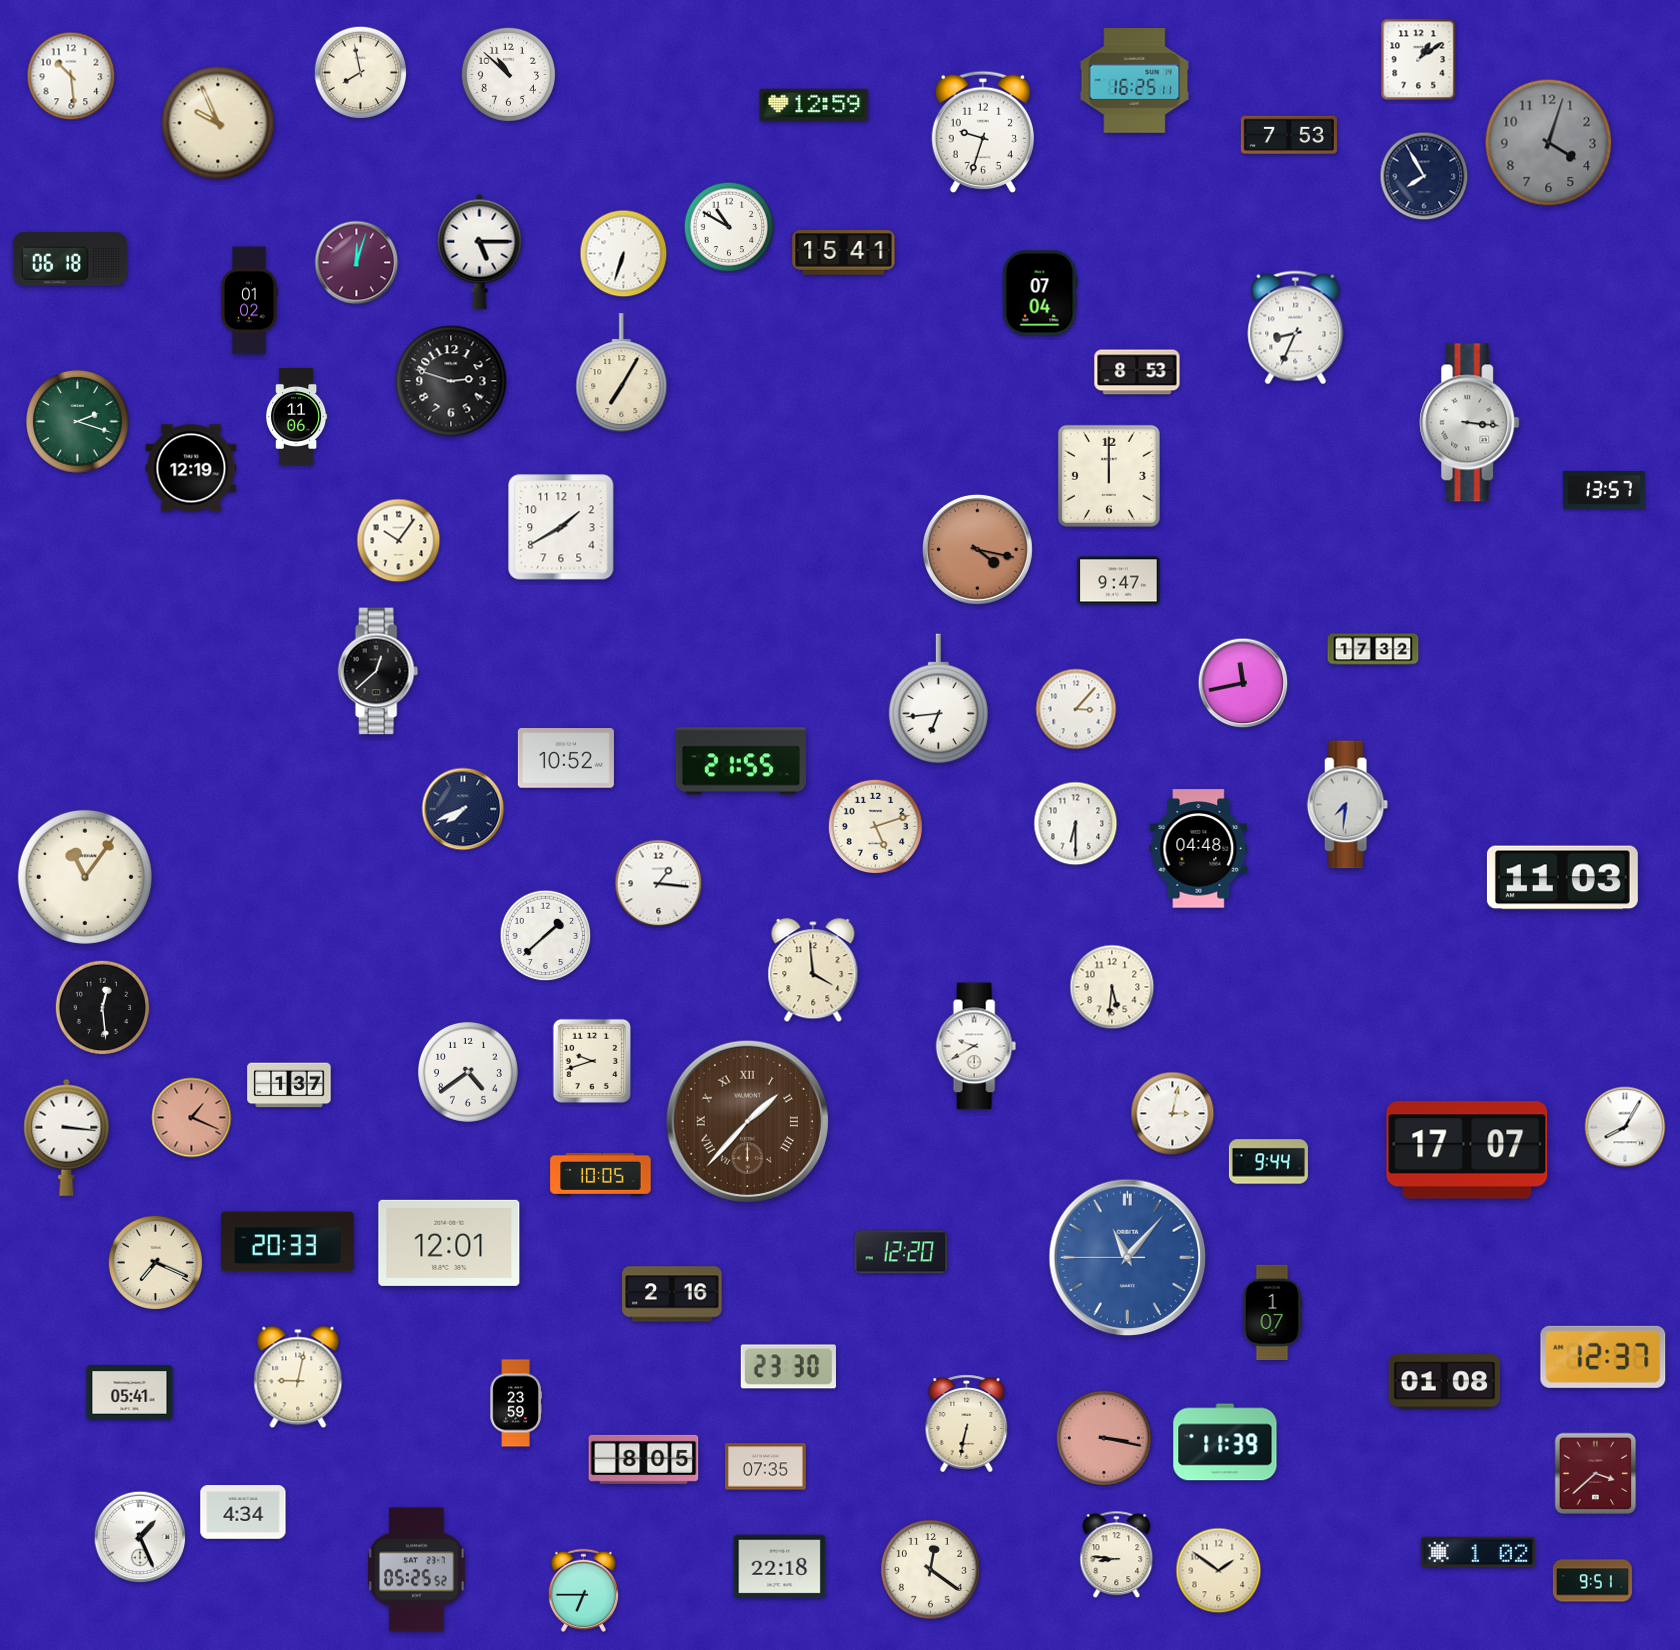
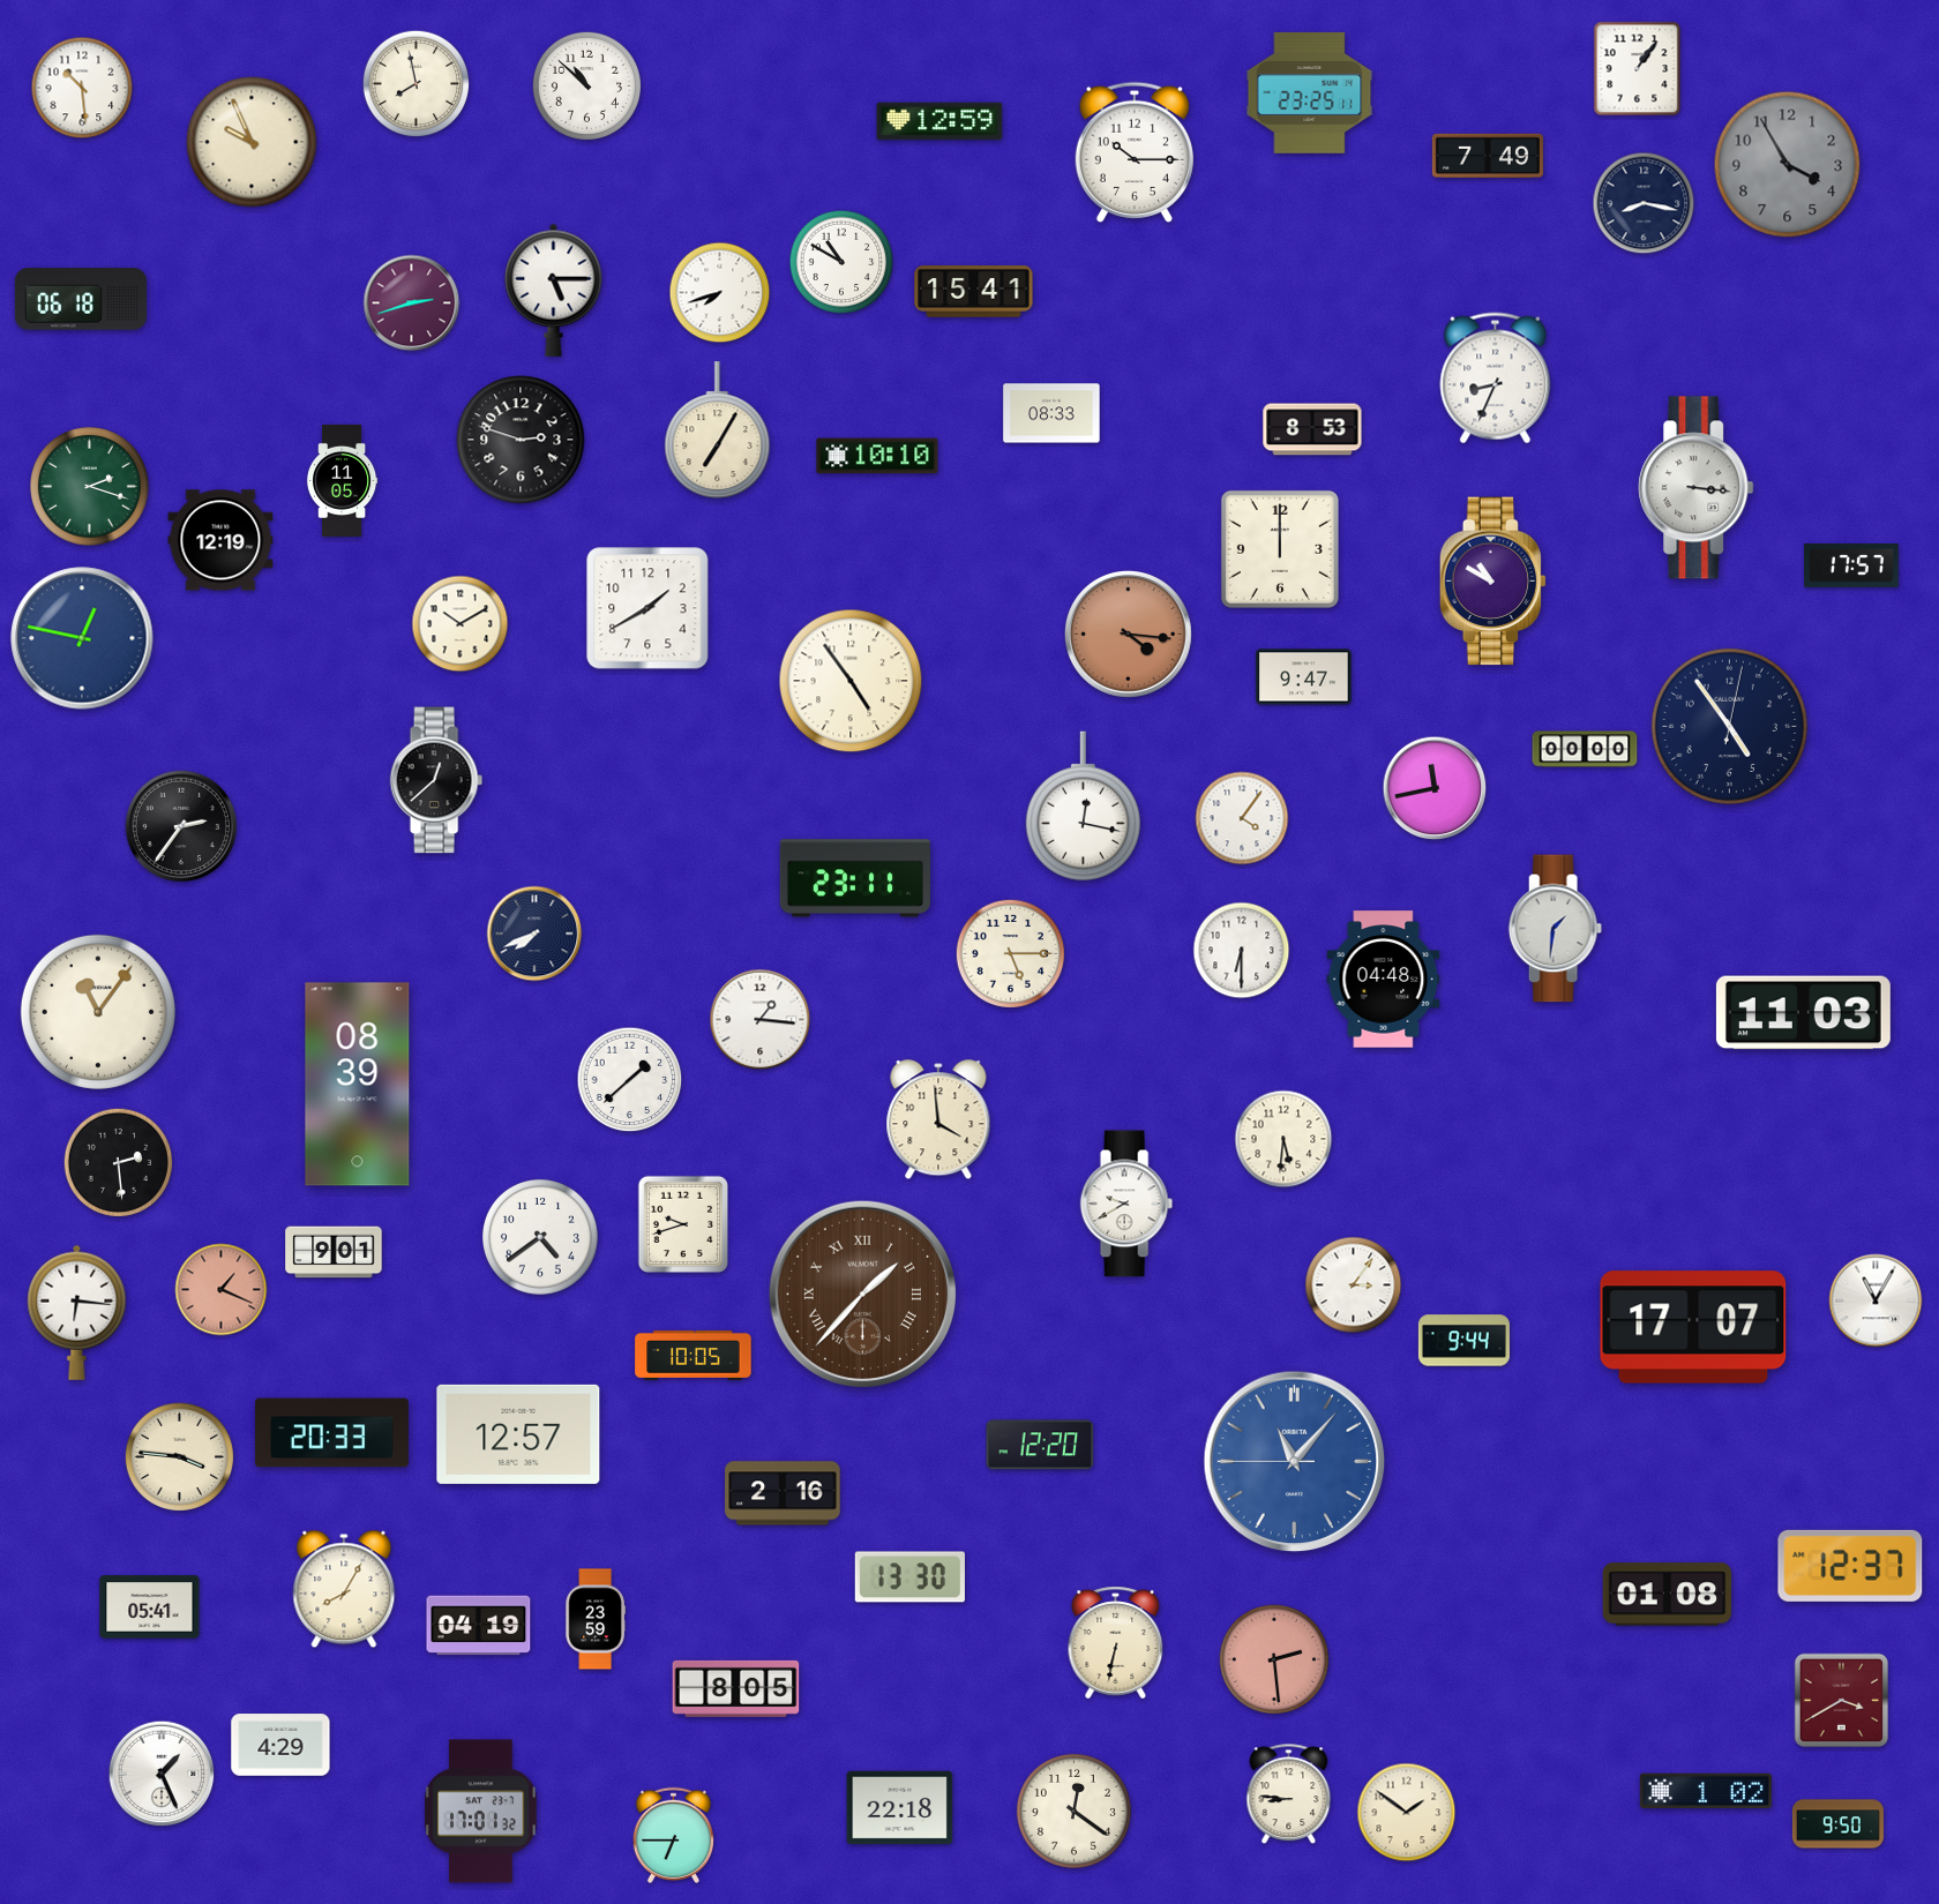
clock at (1419, 60): 1:09 -> 1:06
clock at (1135, 80): 16:25 -> 23:25
clock at (983, 131): 9:33 -> 10:15
clock at (1289, 134): 7:53 -> 7:49
clock at (1549, 143): 4:03 -> 3:55
clock at (1424, 176): 7:55 -> 8:17
clock at (624, 254): 6:33 -> 7:42
clock at (357, 263): 12:03 -> 2:42
clock at (1040, 293): 07:04 -> none
clock at (249, 301): 01:02 -> none
clock at (1051, 413): none -> 08:33
clock at (877, 456): none -> 10:10
clock at (296, 416): 11:06 -> 11:05
clock at (1604, 491): 13:57 -> 17:57
clock at (1493, 582): none -> 10:50
clock at (399, 541): 10:06 -> 10:10
clock at (977, 549): 4:17 -> 4:16
clock at (82, 638): none -> 12:47
clock at (1119, 581) position: (1119, 581) -> (1304, 677)
clock at (851, 681): none -> 4:54
clock at (1729, 726): none -> 4:54
clock at (1373, 649): 17:32 -> 00:00
clock at (378, 671) position: (378, 671) -> (436, 780)
clock at (938, 699): 6:44 -> 12:17
clock at (1076, 709): 3:07 -> 4:06
clock at (180, 825): none -> 2:36
clock at (566, 759): 10:52 -> none
clock at (741, 761): 21:55 -> 23:11
clock at (1347, 805): 7:31 -> 1:31
clock at (875, 826): 5:12 -> 5:15
clock at (358, 1085): none -> 08:39
clock at (102, 1007): 12:29 -> 2:29
clock at (976, 1046) position: (976, 1046) -> (1126, 1204)
clock at (289, 1085): 1:37 -> 9:01
clock at (1173, 1114): 3:02 -> 3:06
clock at (1625, 1127): 8:05 -> 11:05
clock at (67, 1137): 3:16 -> 6:16
clock at (449, 1243): 12:01 -> 12:57
clock at (1128, 1258) position: (1128, 1258) -> (1295, 1462)
clock at (155, 1262): 7:19 -> 3:46
clock at (672, 1294) position: (672, 1294) -> (783, 1493)
clock at (1272, 1312): 1:07 -> none
clock at (788, 1367): 23:30 -> 13:30
clock at (298, 1377): 9:02 -> 8:05
clock at (479, 1626): none -> 04:19
clock at (1104, 1438): 3:17 -> 2:29
clock at (1225, 1442): 11:39 -> none
clock at (644, 1459) position: (644, 1459) -> (736, 1688)
clock at (766, 1467): 07:35 -> none
clock at (1596, 1474): 3:38 -> 3:40
clock at (243, 1512): 4:34 -> 4:29
clock at (417, 1570): 05:25 -> 17:01
clock at (1592, 1581): 9:51 -> 9:50
